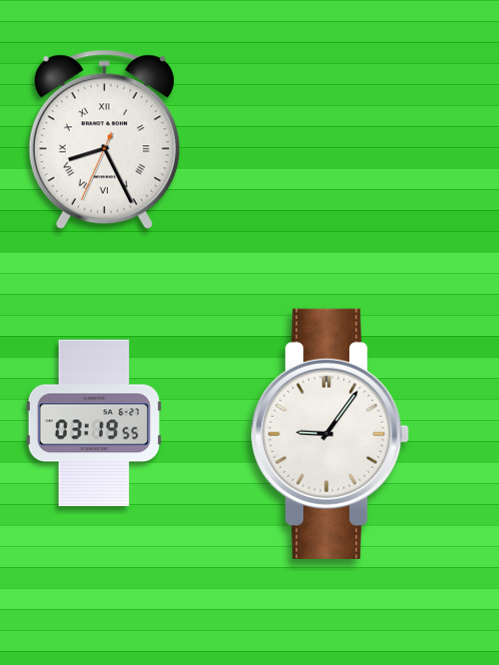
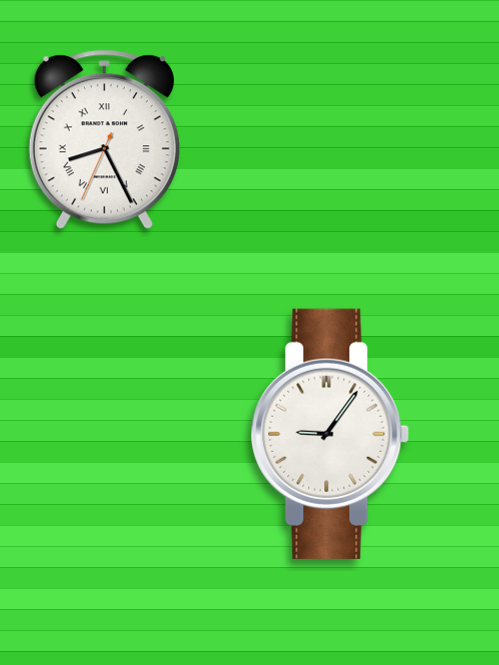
clock at (94, 423): 03:19 -> none
